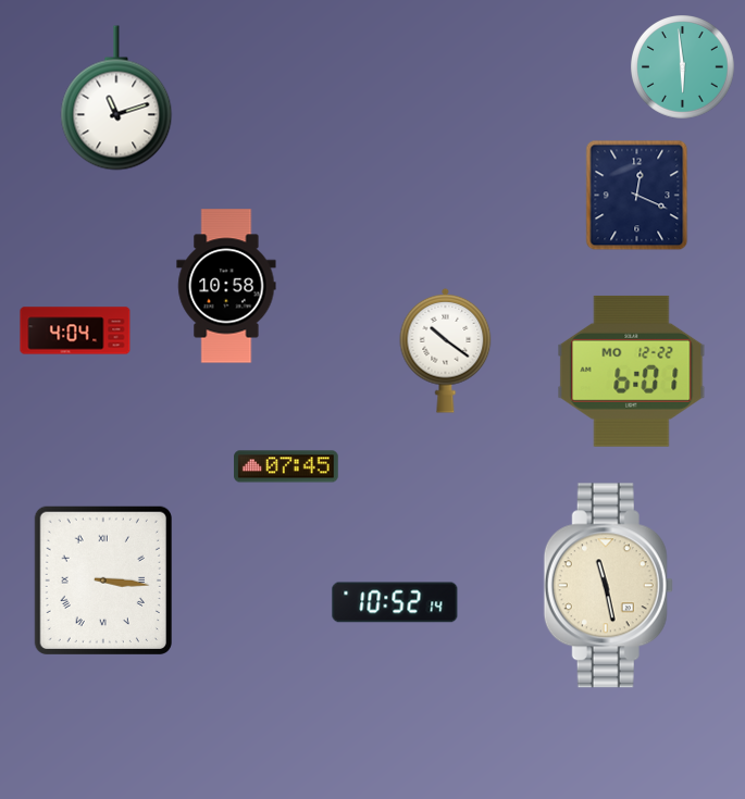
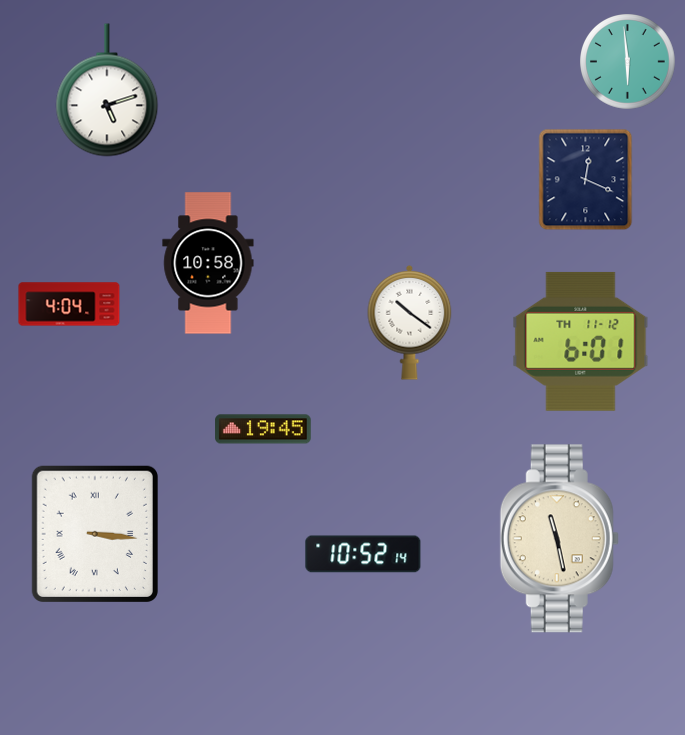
clock at (116, 98): 11:12 -> 5:12
clock at (632, 371) date: MO 12-22 -> TH 11-12
clock at (286, 466): 07:45 -> 19:45
